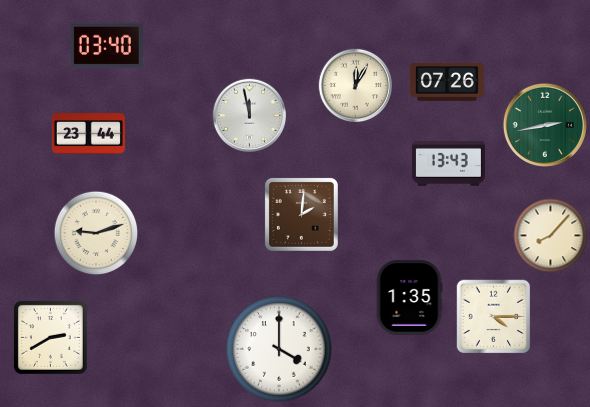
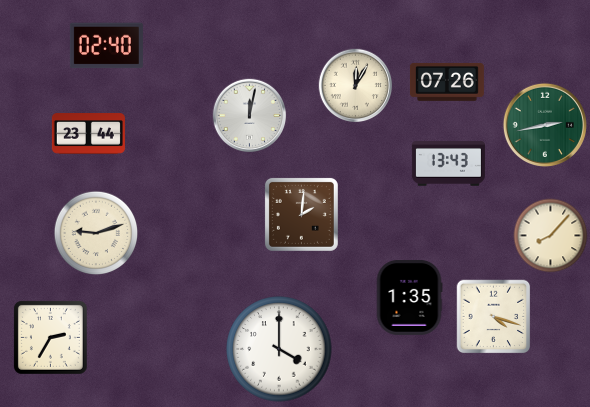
clock at (106, 46): 03:40 -> 02:40
clock at (250, 116): 11:58 -> 12:02
clock at (494, 317): 4:15 -> 4:18
clock at (50, 337): 2:40 -> 2:35
